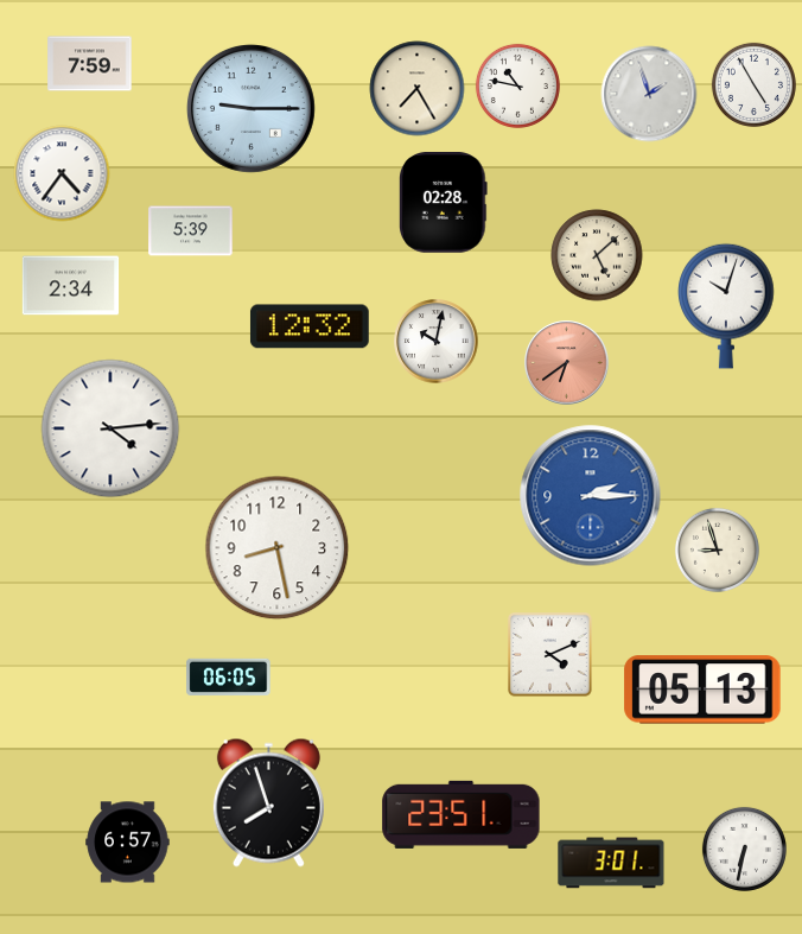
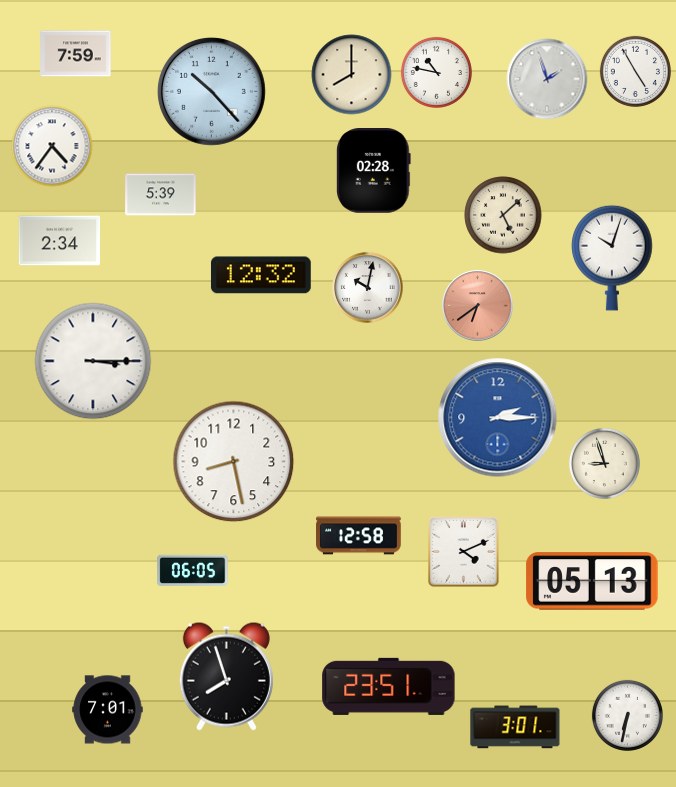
clock at (418, 89): 7:25 -> 8:00
clock at (250, 108): 9:15 -> 10:23
clock at (110, 428): 4:14 -> 3:15
clock at (359, 536): none -> 12:58
clock at (128, 843): 6:57 -> 7:01
